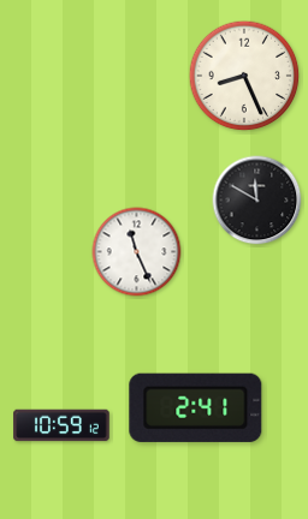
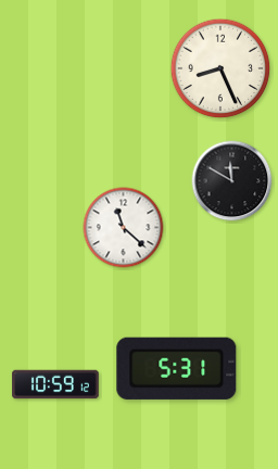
clock at (137, 252): 11:26 -> 11:22
clock at (196, 407): 2:41 -> 5:31
